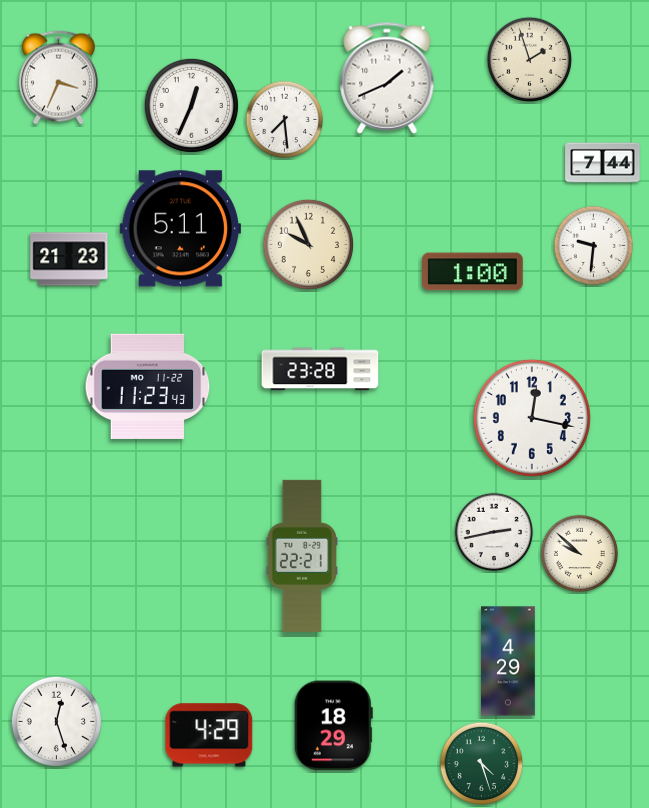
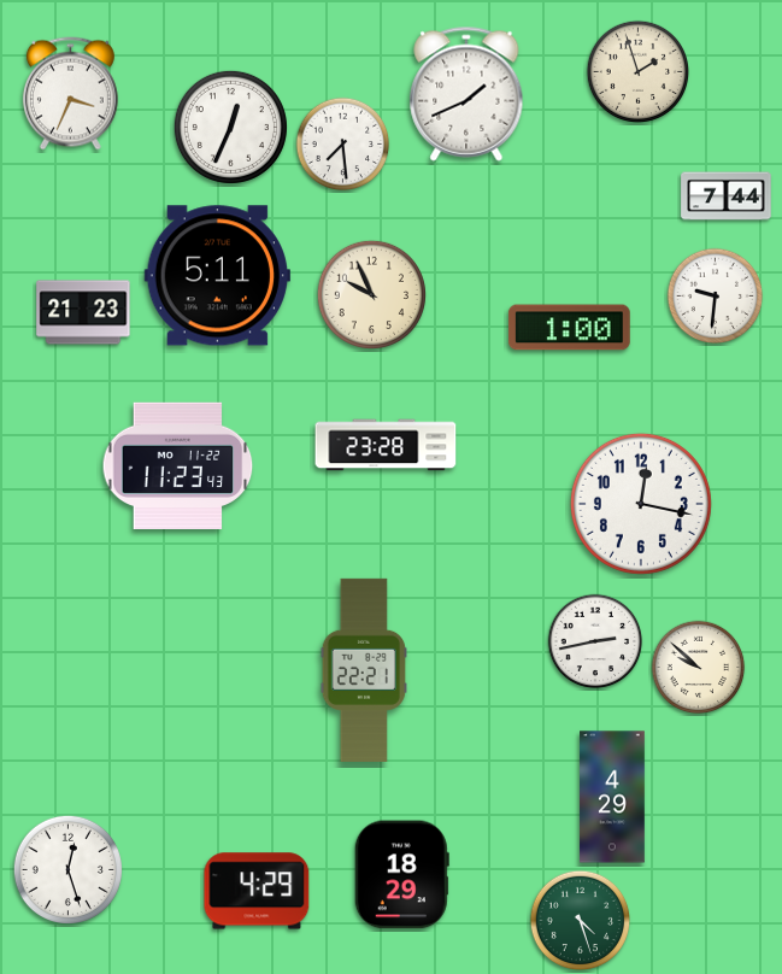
clock at (209, 735) position: (209, 735) -> (257, 891)
